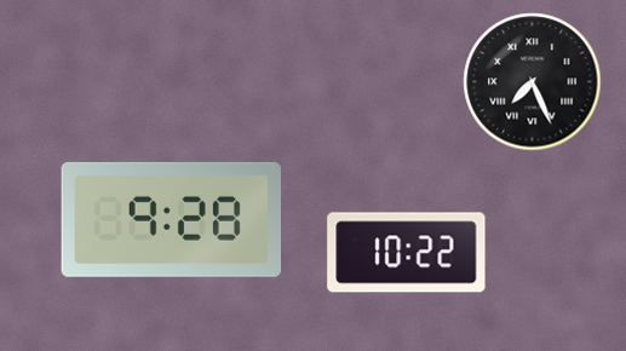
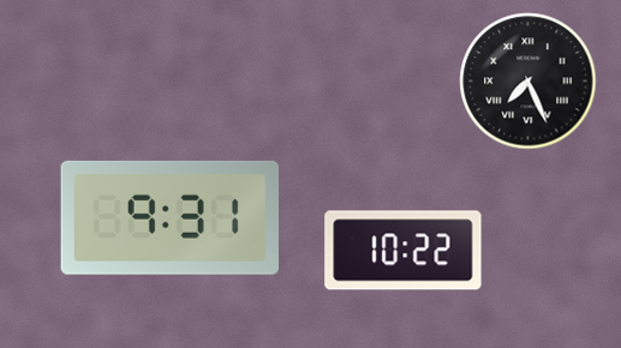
clock at (171, 219): 9:28 -> 9:31
